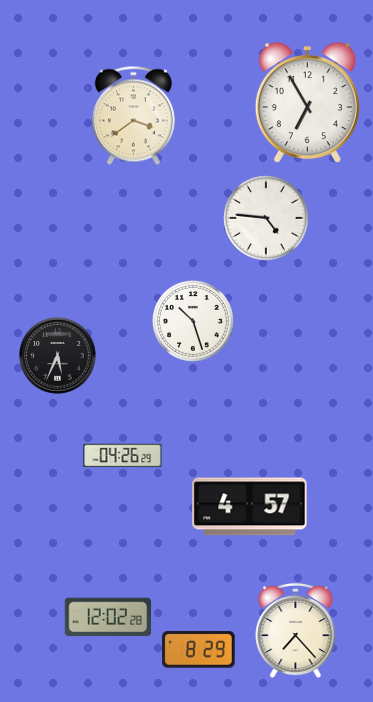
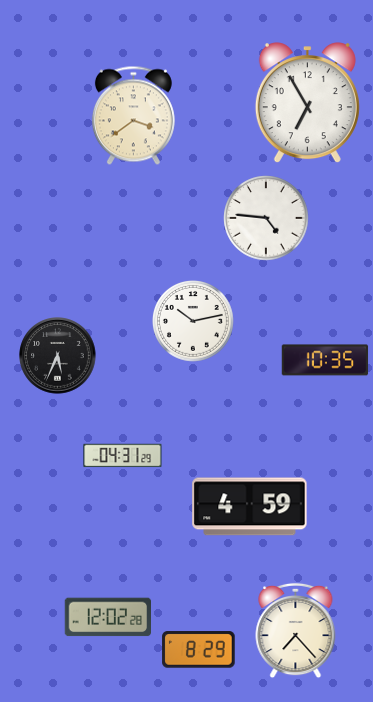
clock at (194, 322): 10:27 -> 10:13
clock at (325, 360): none -> 10:35
clock at (123, 456): 04:26 -> 04:31
clock at (250, 507): 4:57 -> 4:59
